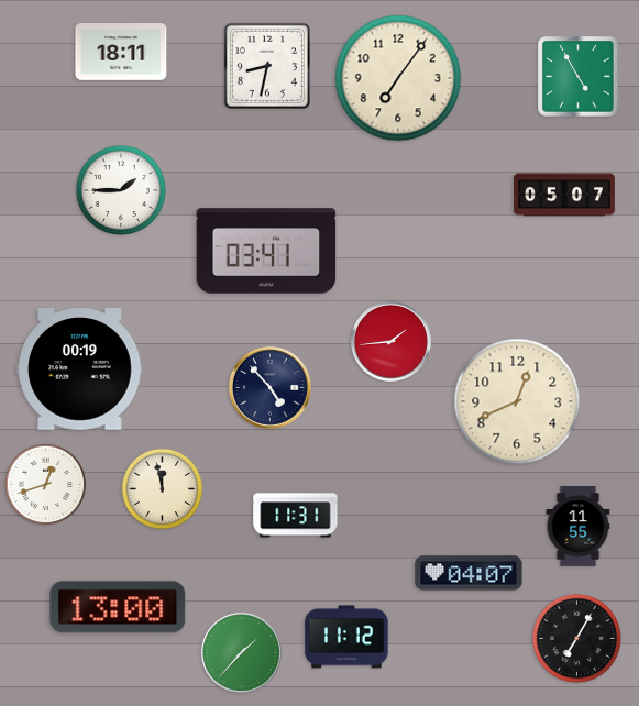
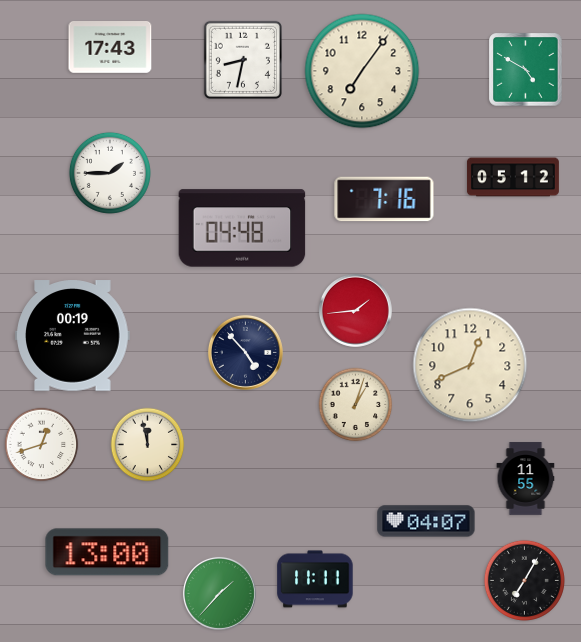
clock at (121, 53): 18:11 -> 17:43
clock at (579, 77): 4:55 -> 4:50
clock at (564, 195): 05:07 -> 05:12
clock at (384, 199): none -> 7:16
clock at (266, 251): 03:41 -> 04:48
clock at (356, 405): none -> 1:03
clock at (46, 485) position: (46, 485) -> (42, 445)
clock at (296, 516): 11:31 -> none
clock at (346, 637): 11:12 -> 11:11
